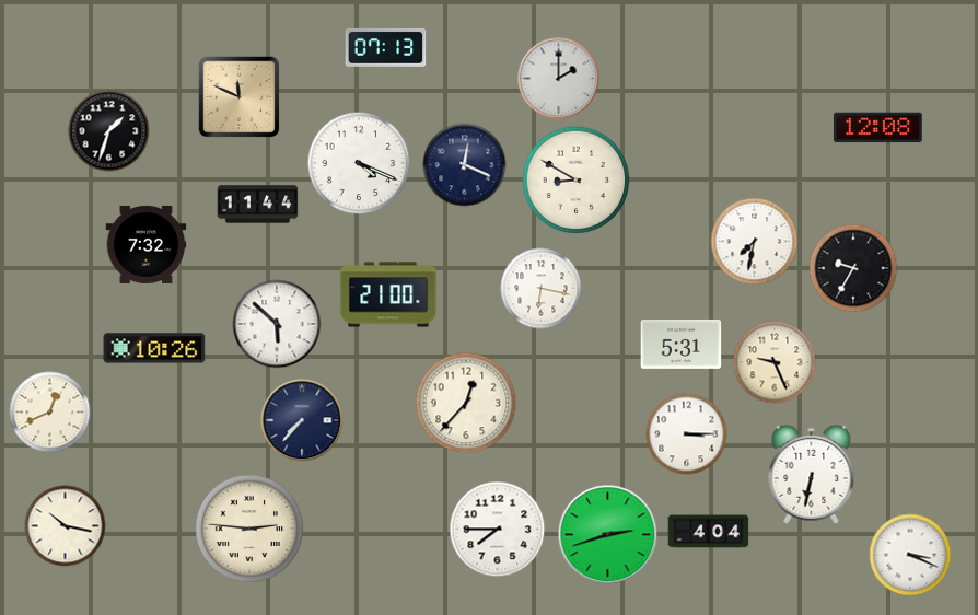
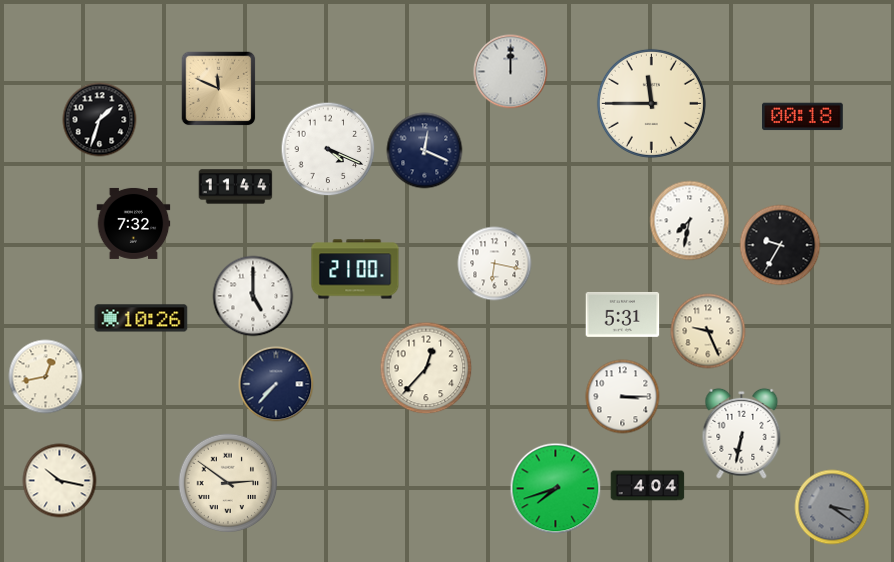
clock at (386, 47): 07:13 -> none
clock at (559, 79): 2:00 -> 12:00
clock at (651, 103): none -> 11:45
clock at (878, 128): 12:08 -> 00:18
clock at (577, 181): 8:50 -> none
clock at (277, 324): 5:52 -> 5:00
clock at (50, 413): 12:41 -> 12:43
clock at (687, 434) position: (687, 434) -> (623, 397)
clock at (249, 529): 2:46 -> 2:51
clock at (498, 530): 7:45 -> none
clock at (608, 535): 2:42 -> 7:42
clock at (910, 555): 3:19 -> 3:21
clock at (910, 555) dial: white -> grey
